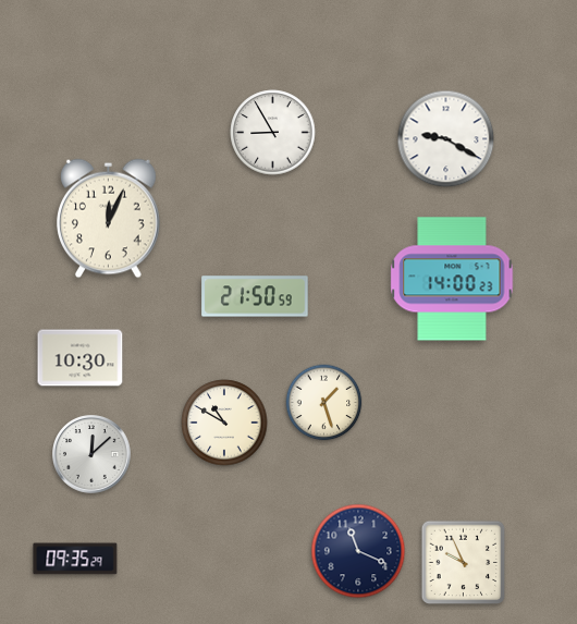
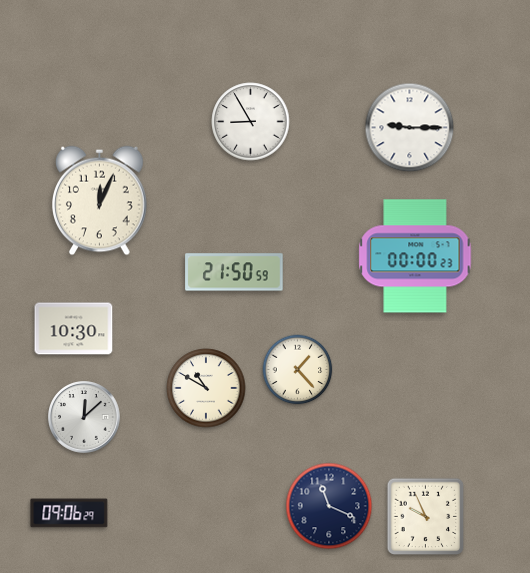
clock at (446, 139): 9:20 -> 9:15
clock at (452, 279): 14:00 -> 00:00
clock at (324, 403): 1:27 -> 1:23
clock at (75, 559): 09:35 -> 09:06
